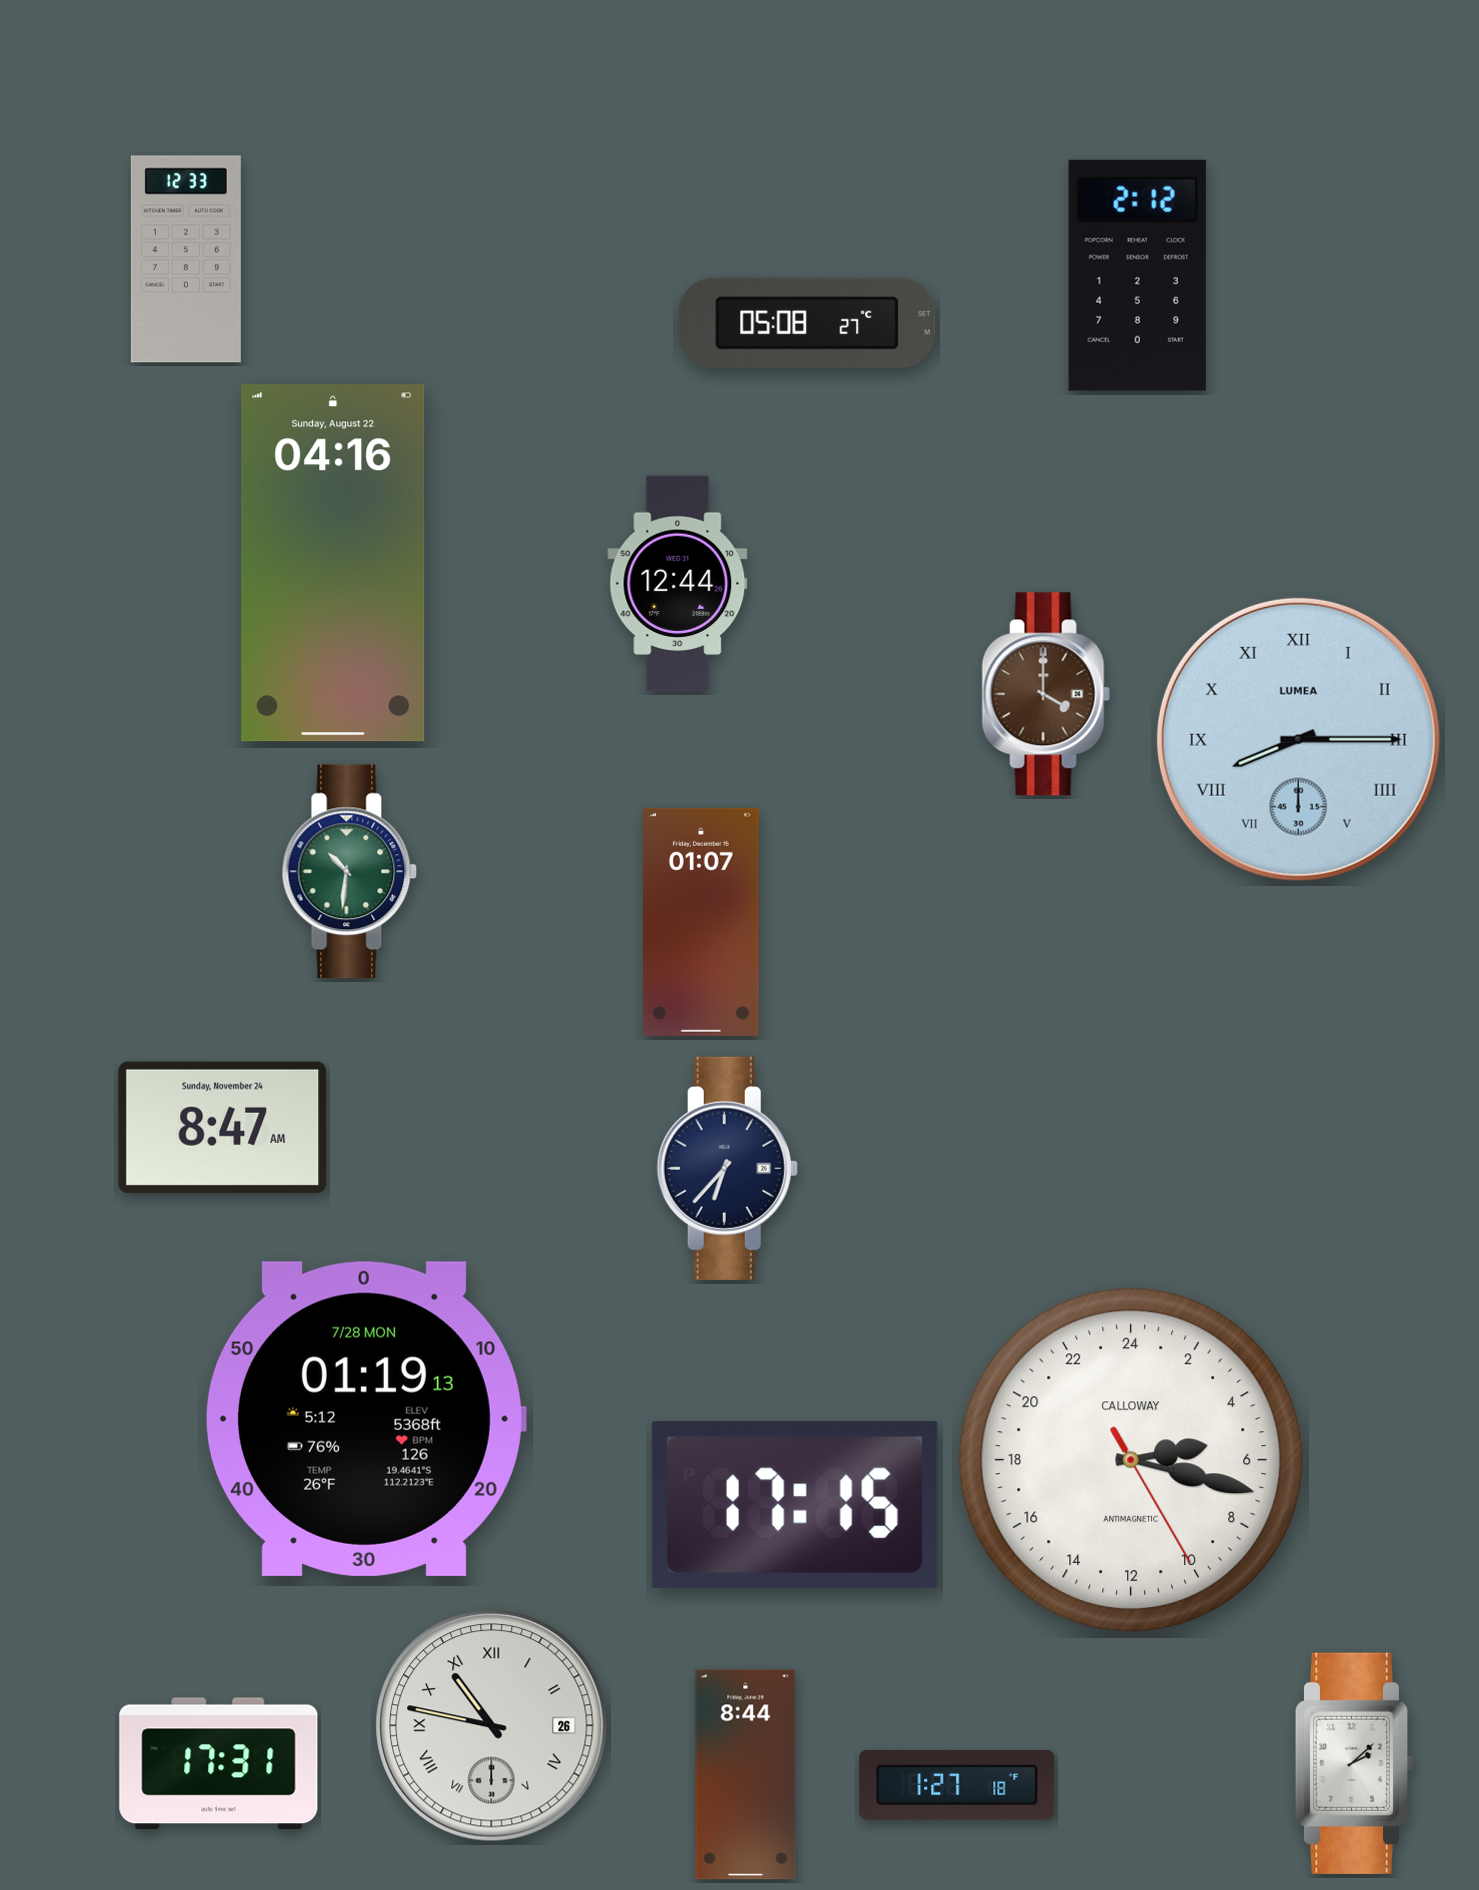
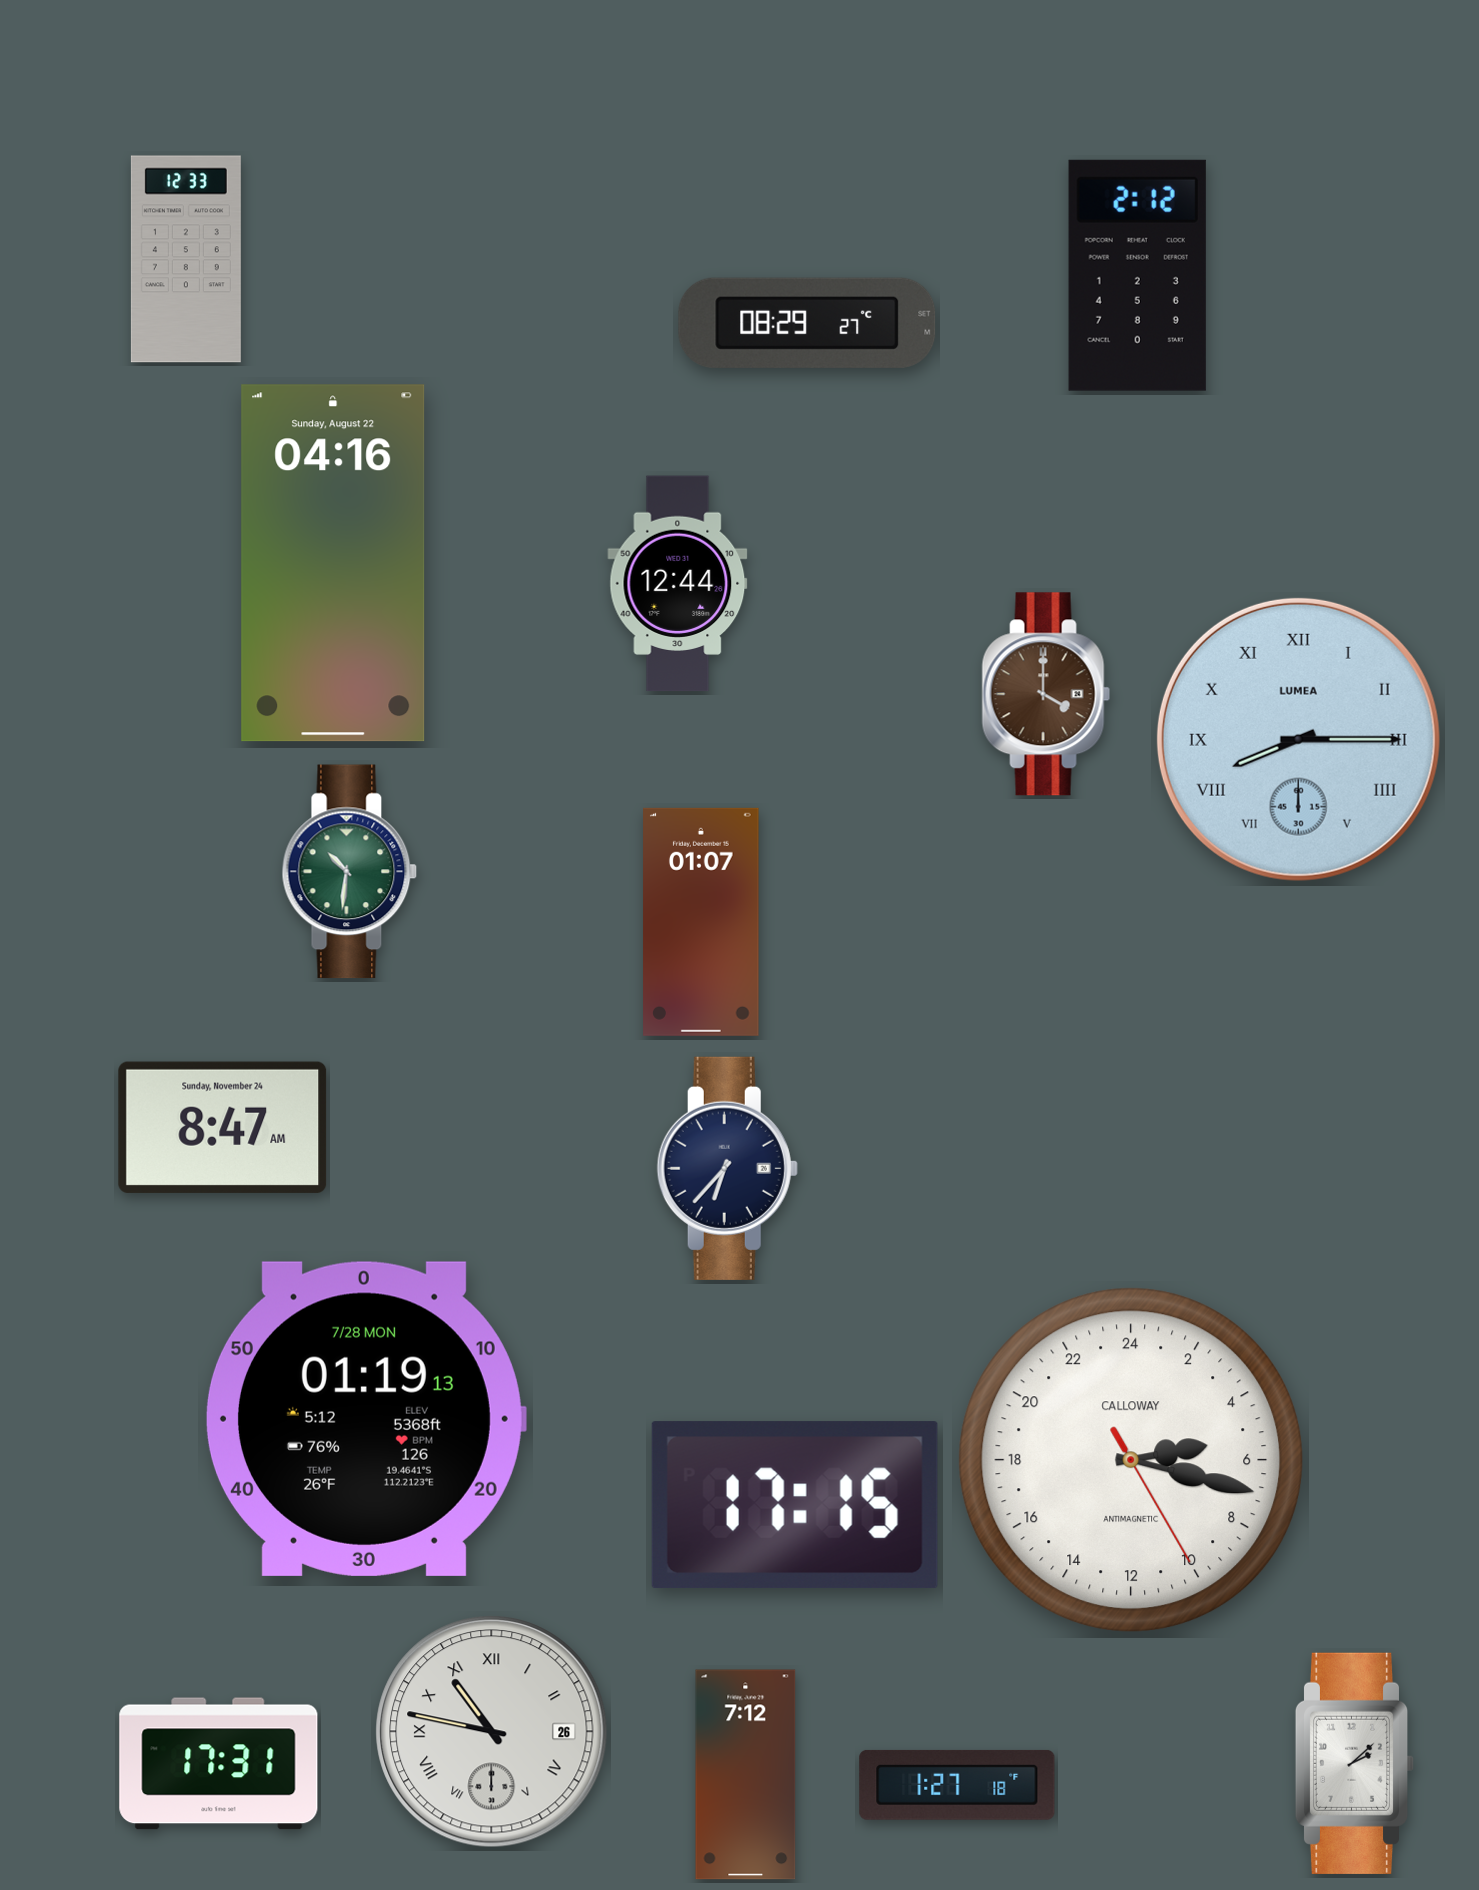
clock at (807, 323): 05:08 -> 08:29
clock at (492, 1726) position: (492, 1726) -> (492, 1732)
clock at (746, 1775): 8:44 -> 7:12
